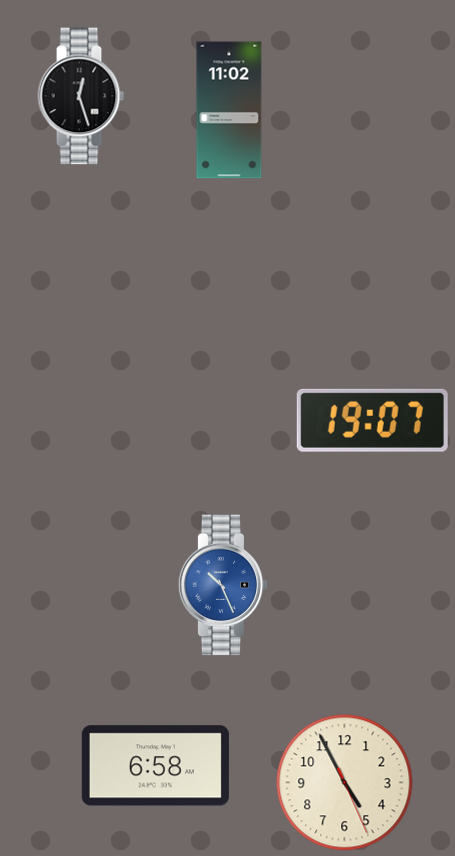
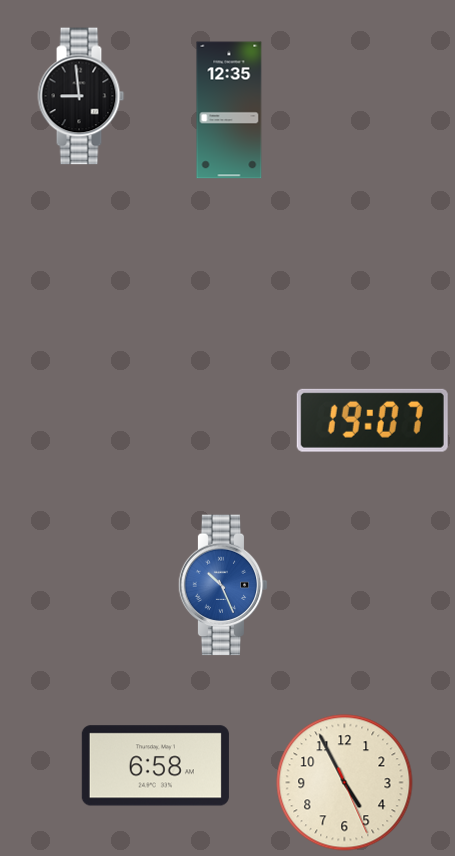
clock at (81, 96): 12:27 -> 8:59
clock at (229, 110): 11:02 -> 12:35
